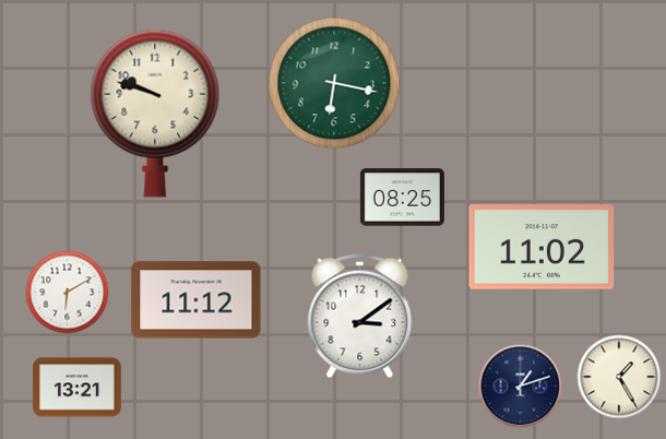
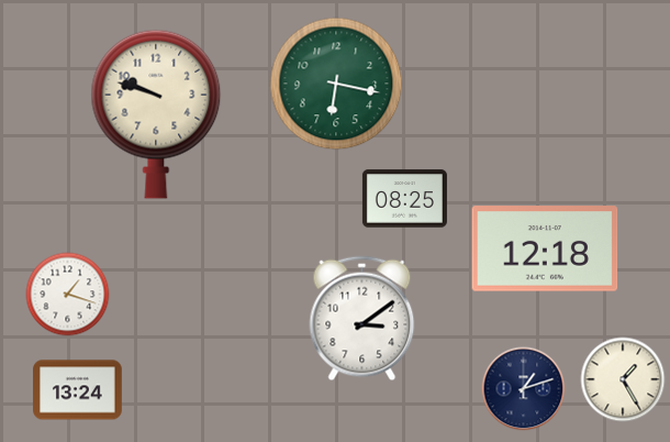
clock at (542, 247): 11:02 -> 12:18
clock at (68, 293): 6:10 -> 1:18
clock at (197, 300): 11:12 -> none
clock at (78, 388): 13:21 -> 13:24
